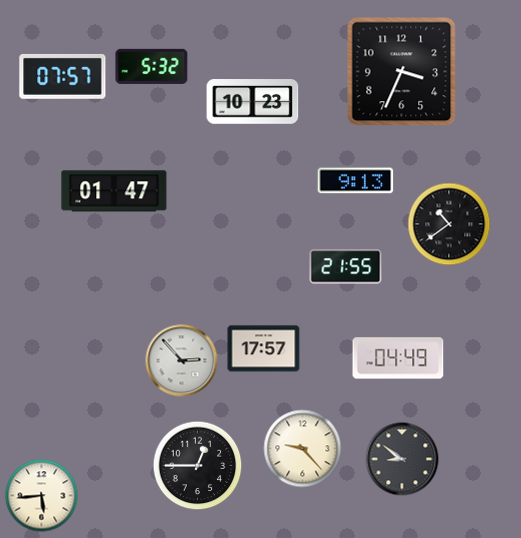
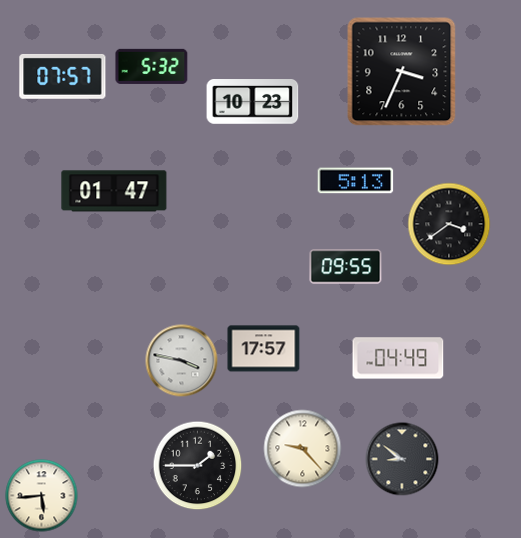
clock at (356, 181): 9:13 -> 5:13
clock at (449, 224): 10:39 -> 3:39
clock at (346, 267): 21:55 -> 09:55
clock at (182, 361): 2:53 -> 3:47
clock at (198, 466): 12:45 -> 1:45
